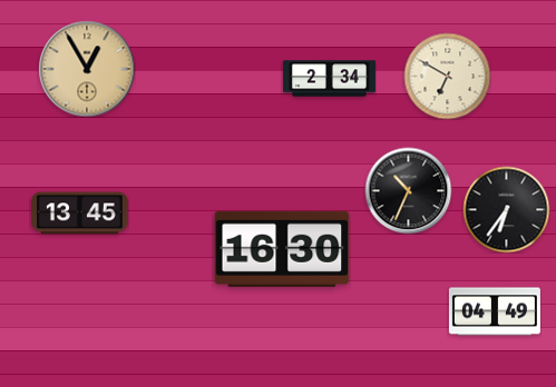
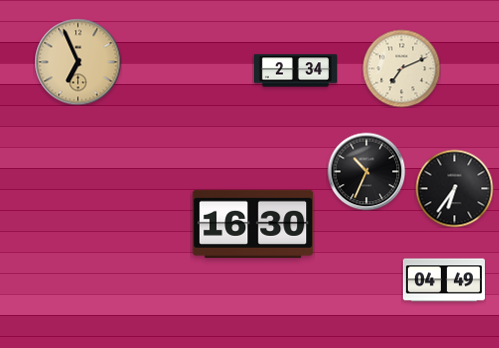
clock at (87, 69): 12:55 -> 6:56
clock at (447, 76): 6:50 -> 7:11
clock at (80, 214): 13:45 -> none
